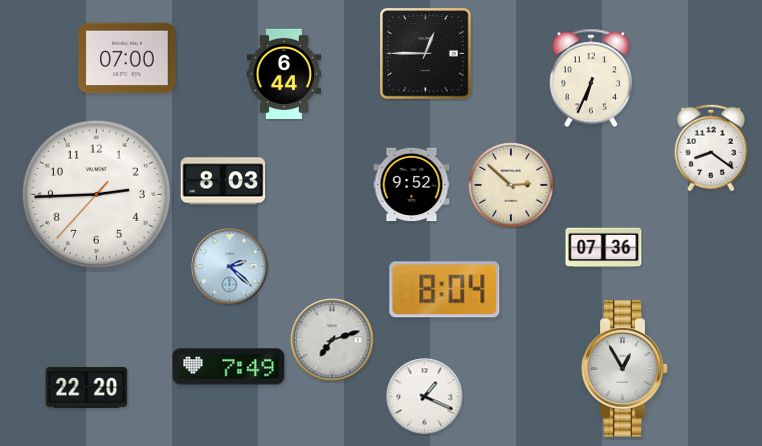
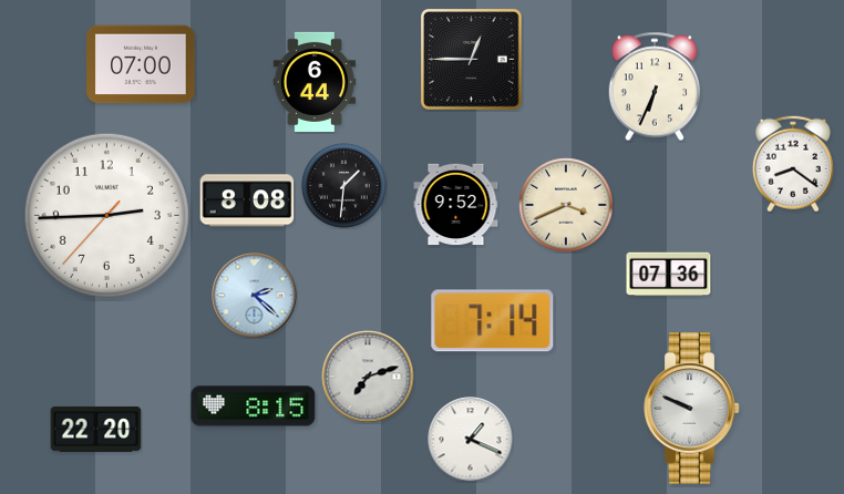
clock at (711, 148) position: (711, 148) -> (793, 164)
clock at (344, 186): none -> 1:31
clock at (223, 181): 8:03 -> 8:08
clock at (511, 185): 2:52 -> 3:41
clock at (445, 290): 8:04 -> 7:14
clock at (229, 367): 7:49 -> 8:15
clock at (625, 369): 12:55 -> 9:49
